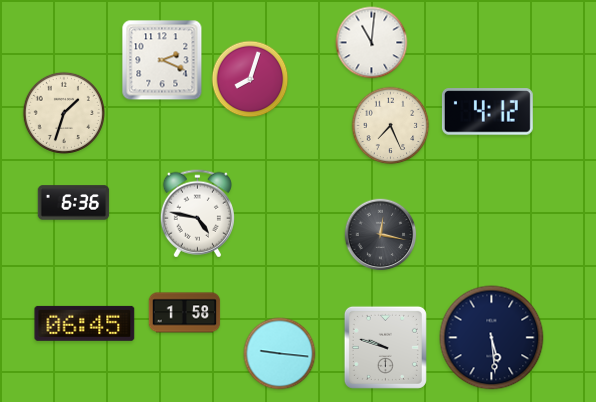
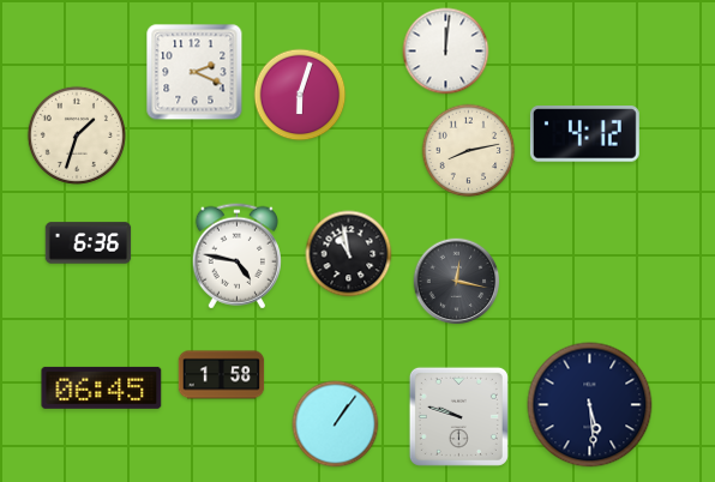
clock at (372, 43): 11:01 -> 12:01
clock at (250, 79): 8:03 -> 6:03
clock at (391, 126): 7:26 -> 8:13
clock at (349, 254): none -> 10:58
clock at (385, 347) position: (385, 347) -> (458, 416)
clock at (280, 354): 9:16 -> 1:06
